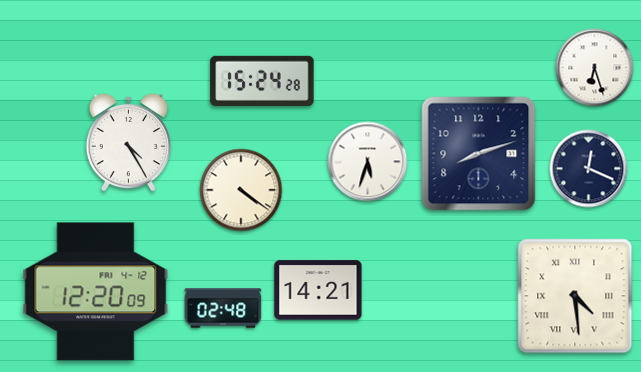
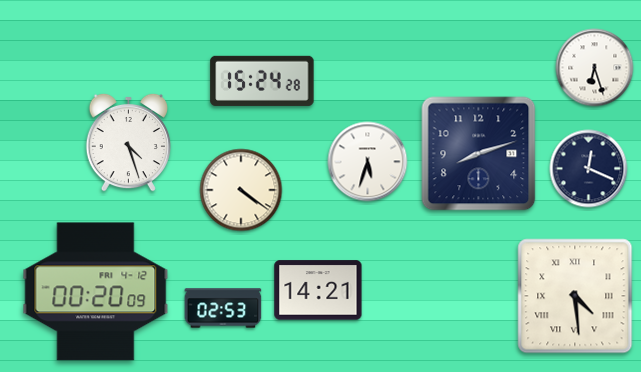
clock at (128, 142): 4:25 -> 4:27
clock at (96, 292): 12:20 -> 00:20
clock at (223, 308): 02:48 -> 02:53
